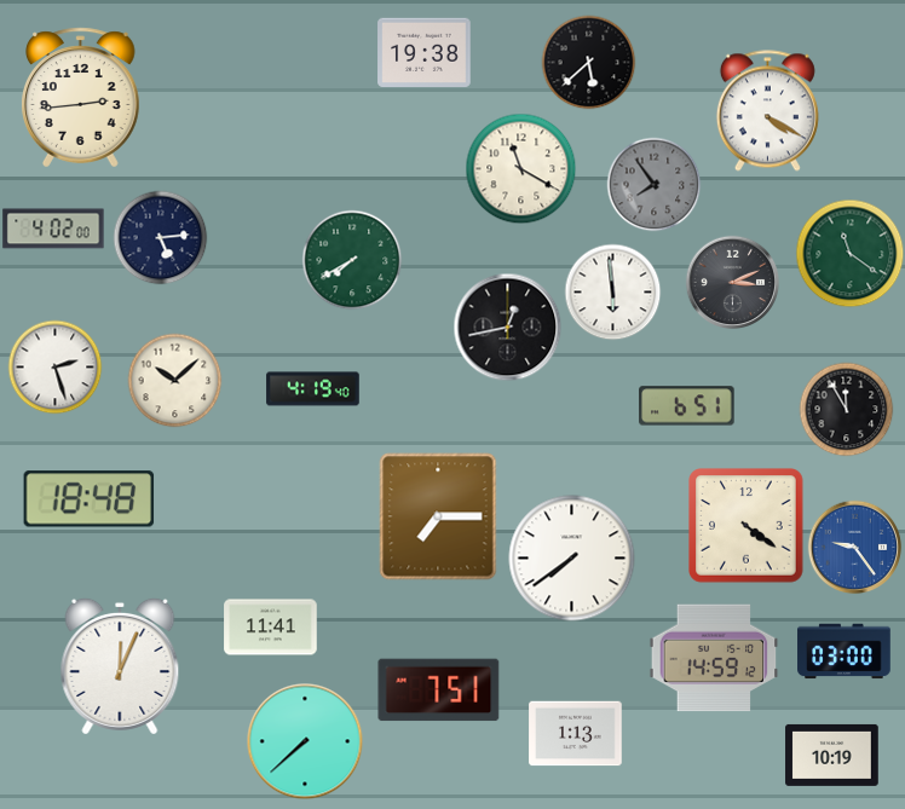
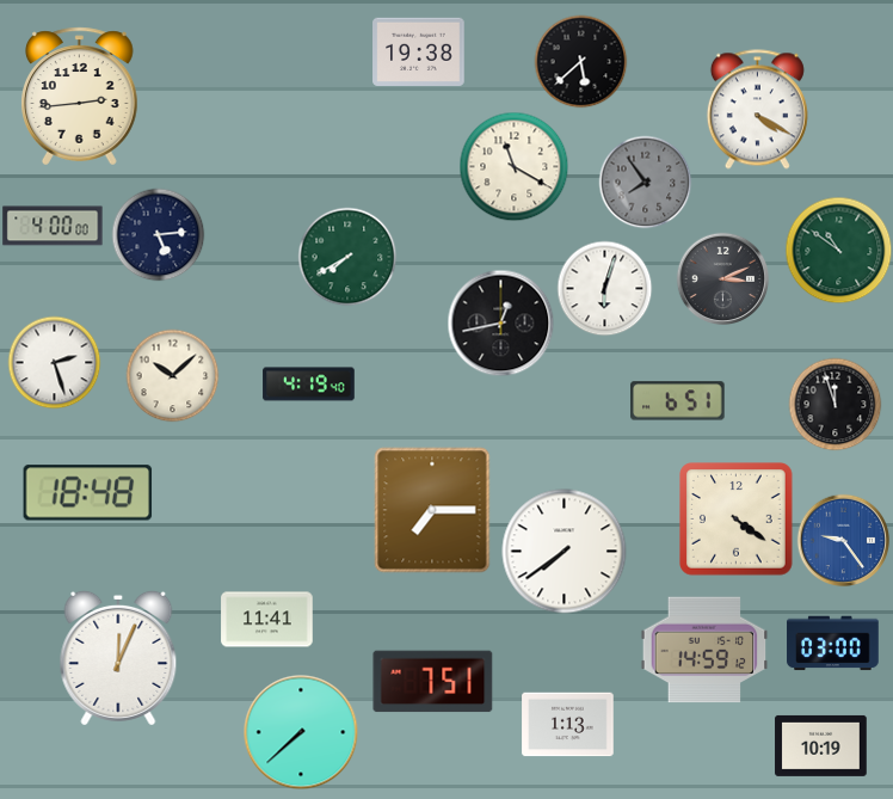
clock at (53, 229): 4:02 -> 4:00
clock at (849, 253): 11:21 -> 10:51
clock at (612, 291): 5:59 -> 6:03
clock at (846, 409): 11:55 -> 11:57
